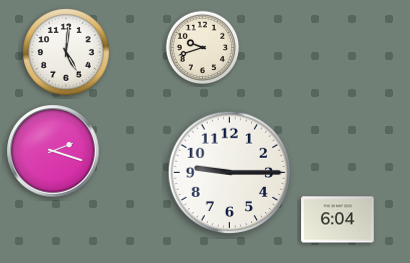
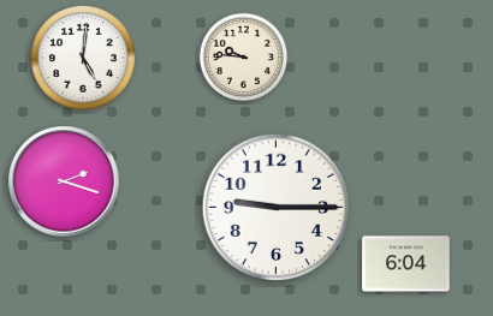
clock at (203, 48): 9:42 -> 9:46
clock at (66, 52) position: (66, 52) -> (83, 58)
